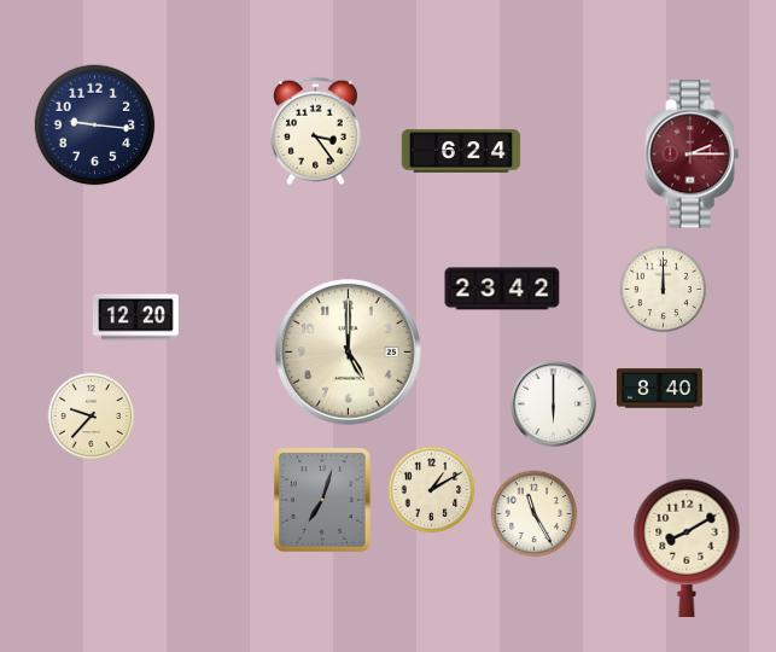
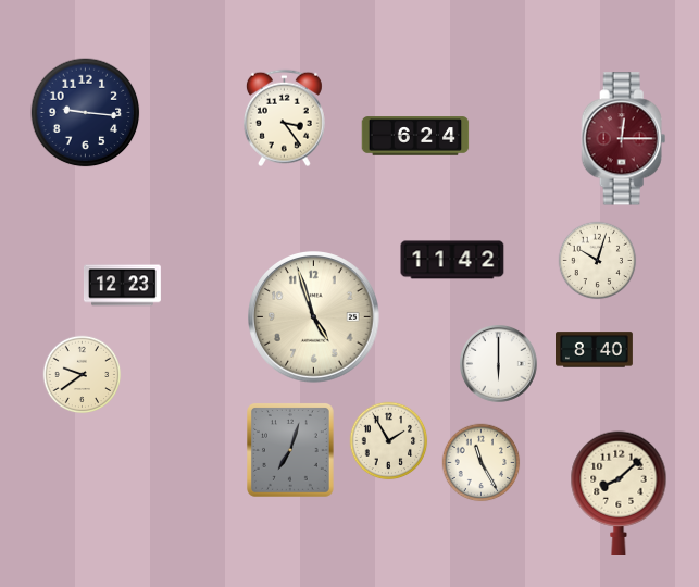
clock at (693, 155): 2:15 -> 12:15
clock at (502, 289): 23:42 -> 11:42
clock at (664, 290): 12:00 -> 10:03
clock at (136, 318): 12:20 -> 12:23
clock at (349, 353): 5:00 -> 4:57
clock at (92, 417): 9:37 -> 9:39
clock at (432, 490): 1:10 -> 1:55
clock at (687, 548): 8:10 -> 8:08
